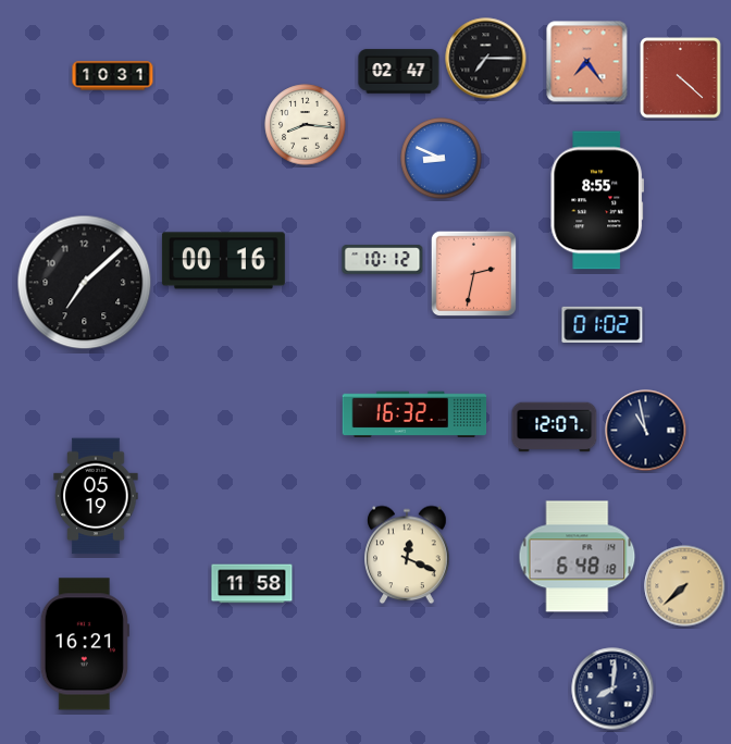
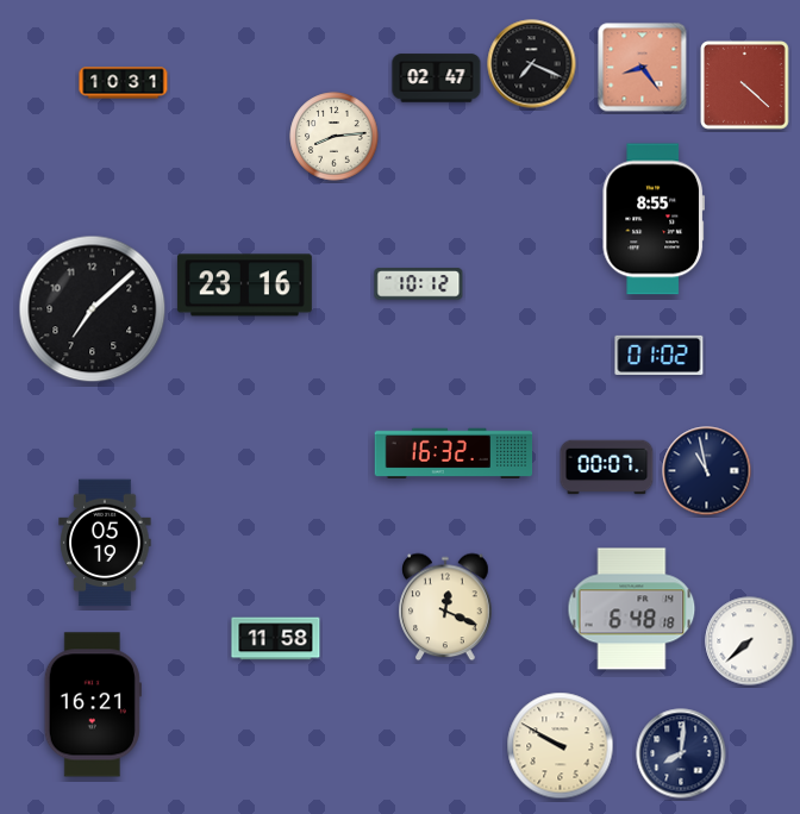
clock at (486, 59): 7:15 -> 7:19
clock at (587, 62): 7:24 -> 8:24
clock at (306, 125): 8:16 -> 8:14
clock at (442, 159): 8:49 -> none
clock at (223, 261): 00:16 -> 23:16
clock at (473, 273): 2:32 -> none
clock at (555, 427): 12:07 -> 00:07
clock at (685, 586) dial: champagne -> white
clock at (561, 746): none -> 9:50
clock at (612, 689) position: (612, 689) -> (681, 753)
